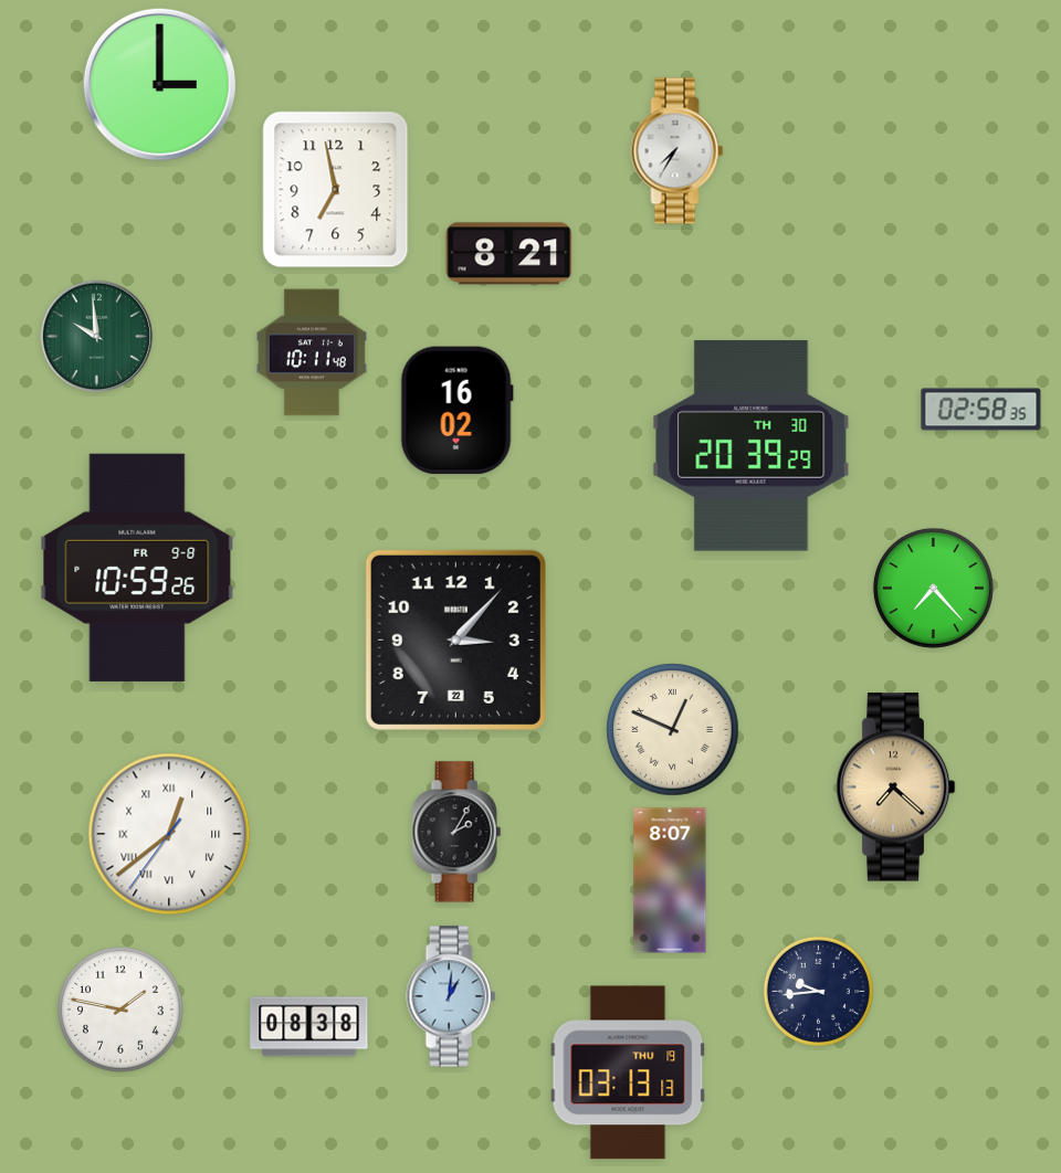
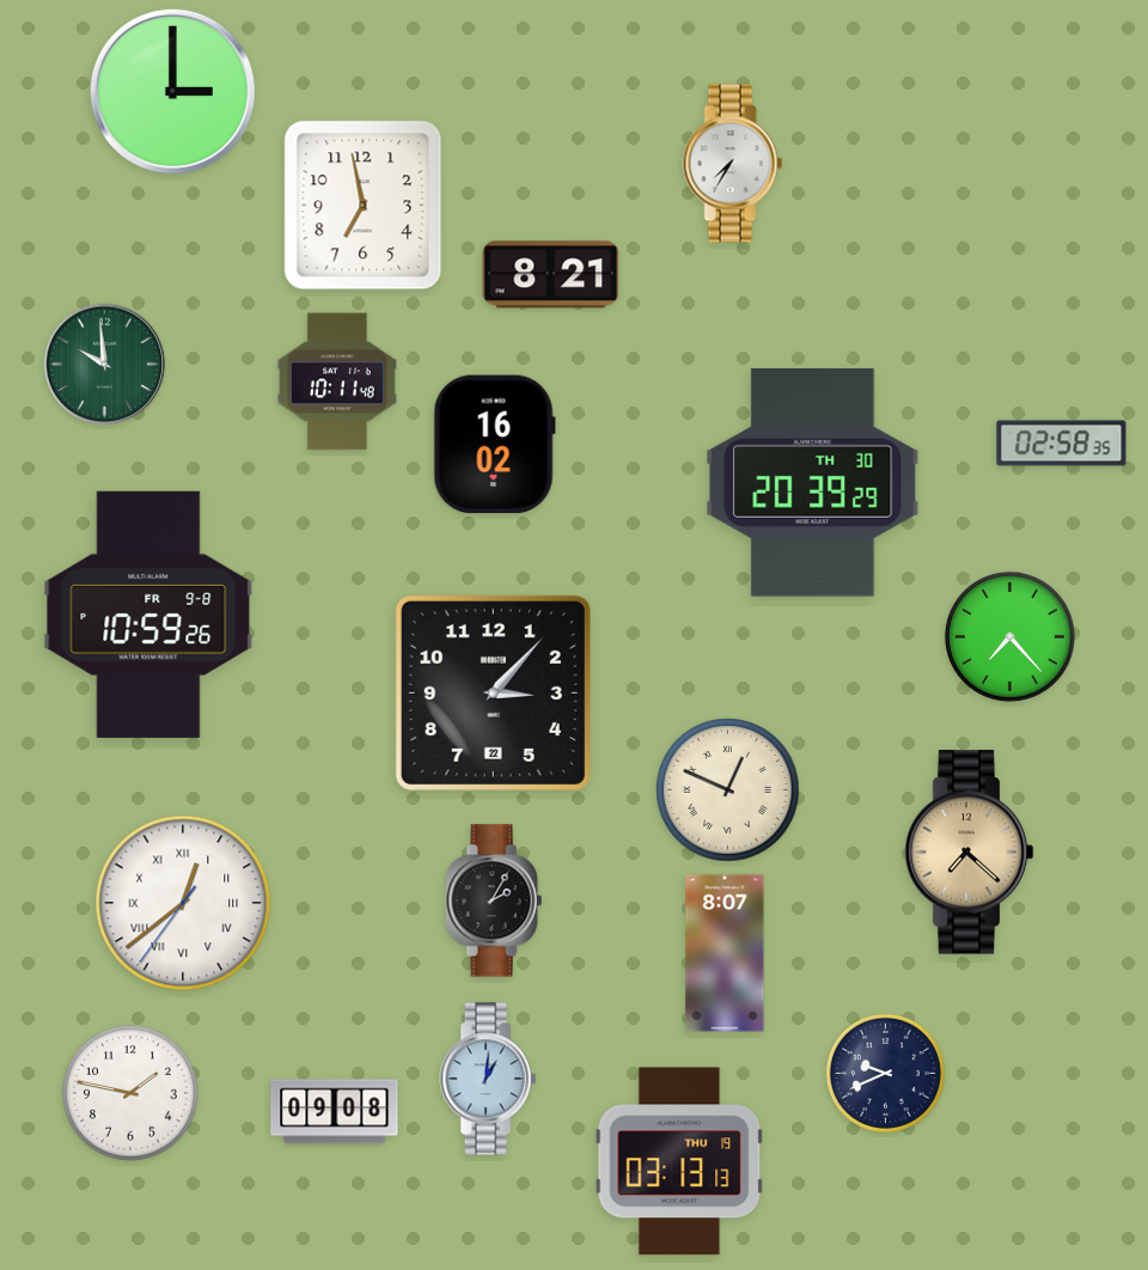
clock at (818, 991): 9:44 -> 9:41
clock at (309, 1027): 08:38 -> 09:08
